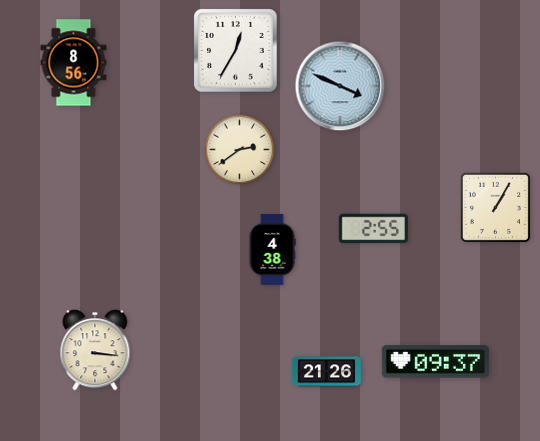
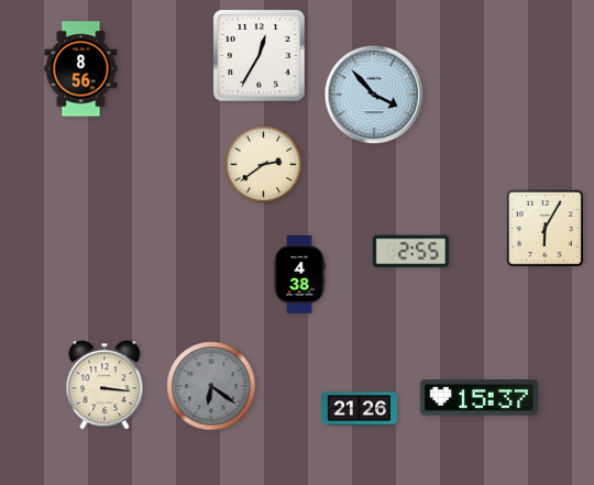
clock at (340, 86): 3:49 -> 3:53
clock at (495, 207): 1:05 -> 6:05
clock at (211, 386): none -> 6:21
clock at (435, 362): 09:37 -> 15:37
